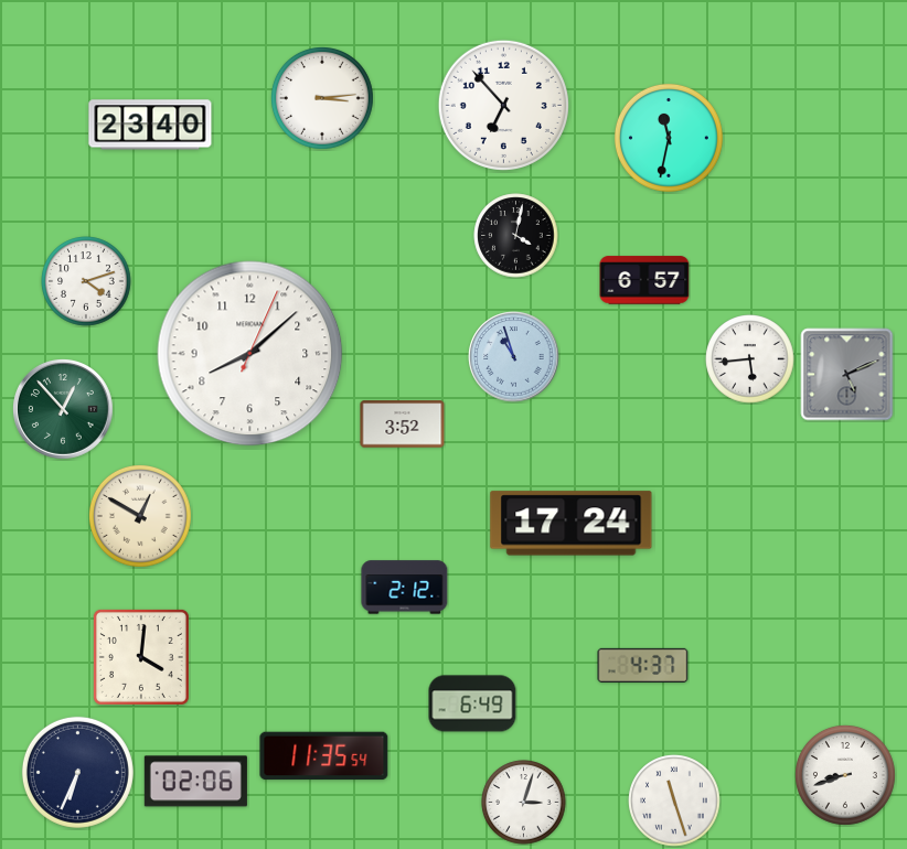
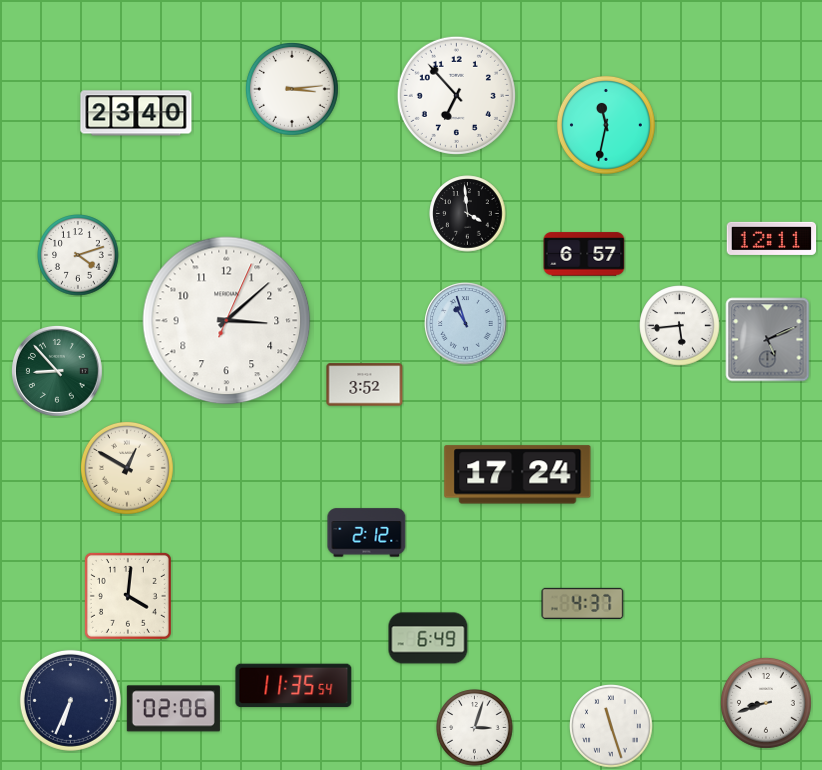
clock at (516, 236): 4:02 -> 3:59
clock at (772, 238): none -> 12:11
clock at (250, 354): 8:08 -> 3:08
clock at (63, 409): 12:53 -> 8:53
clock at (195, 782) position: (195, 782) -> (173, 709)
